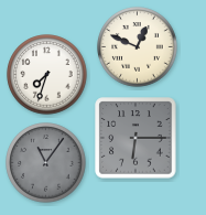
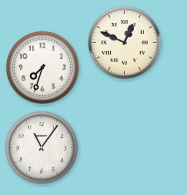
clock at (135, 138): 6:15 -> none
clock at (46, 163) dial: grey -> white
